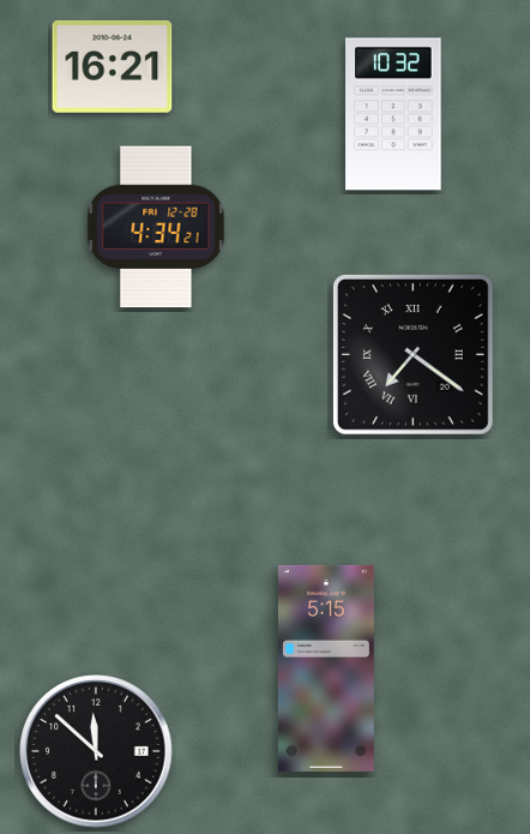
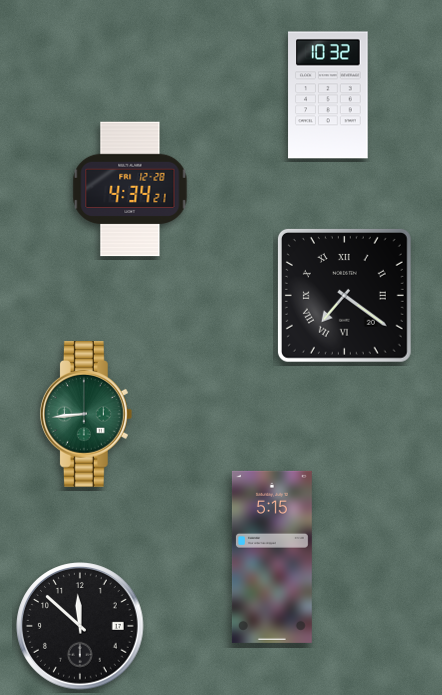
clock at (113, 66): 16:21 -> none
clock at (86, 414): none -> 8:44
